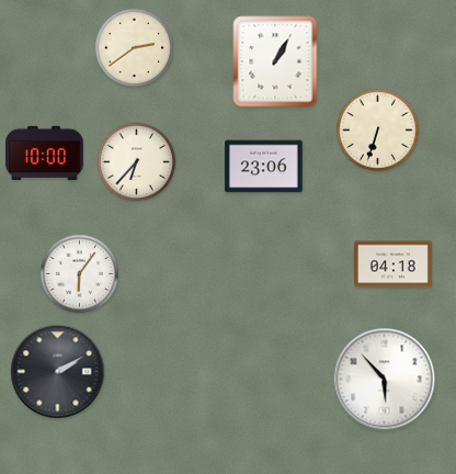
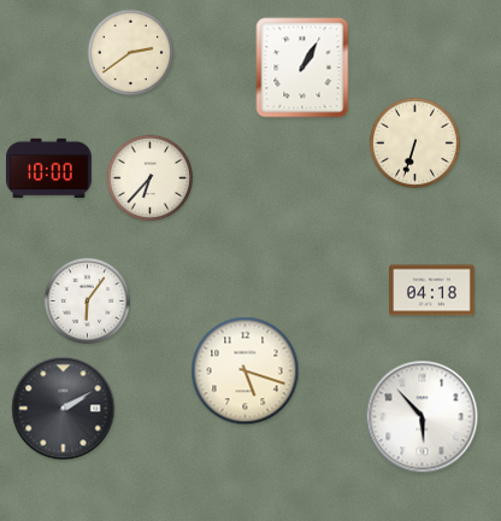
clock at (135, 48) position: (135, 48) -> (131, 53)
clock at (264, 167): 23:06 -> none
clock at (246, 371): none -> 5:18
